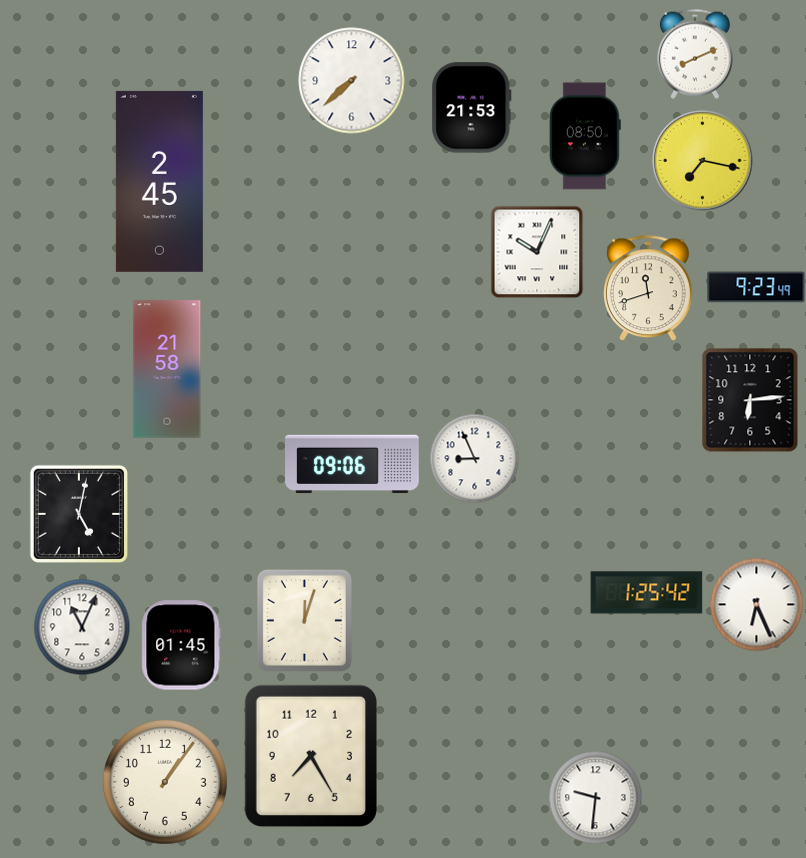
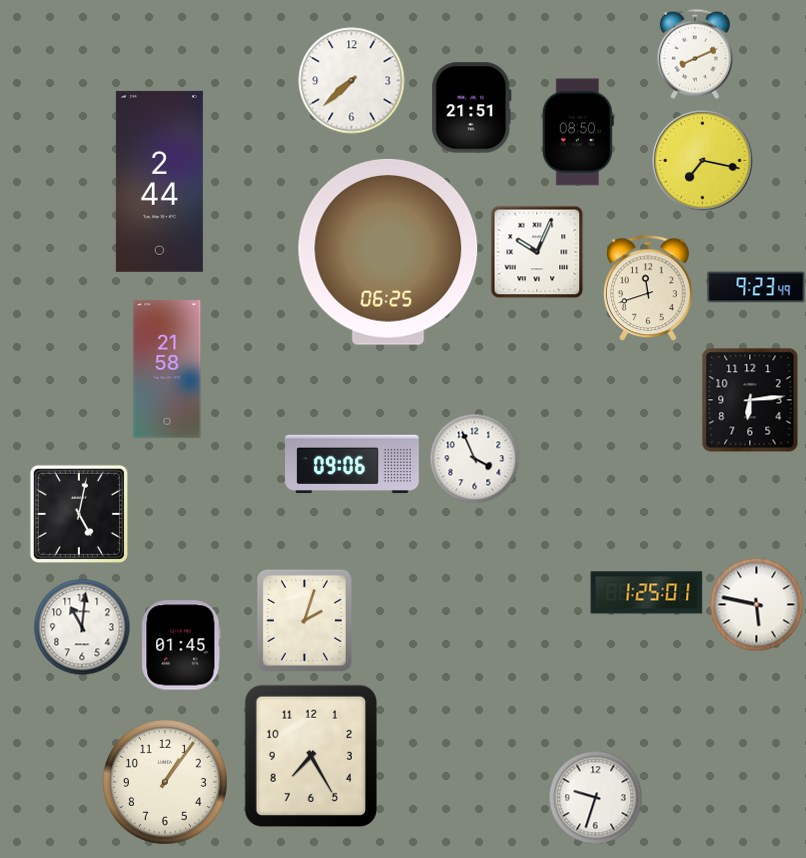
clock at (472, 108): 21:53 -> 21:51
clock at (585, 136) position: (585, 136) -> (578, 132)
clock at (159, 181): 2:45 -> 2:44
clock at (388, 252): none -> 06:25
clock at (474, 458): 8:56 -> 3:56
clock at (647, 593): 1:25:42 -> 1:25:01
clock at (756, 604): 6:26 -> 5:47
clock at (304, 620): 12:03 -> 2:03
clock at (82, 627): 11:04 -> 11:01
clock at (595, 797): 9:31 -> 9:33
